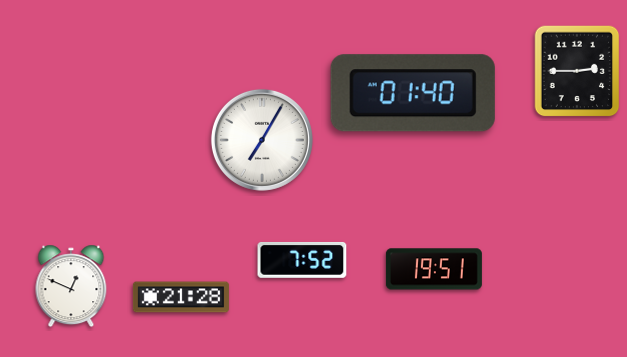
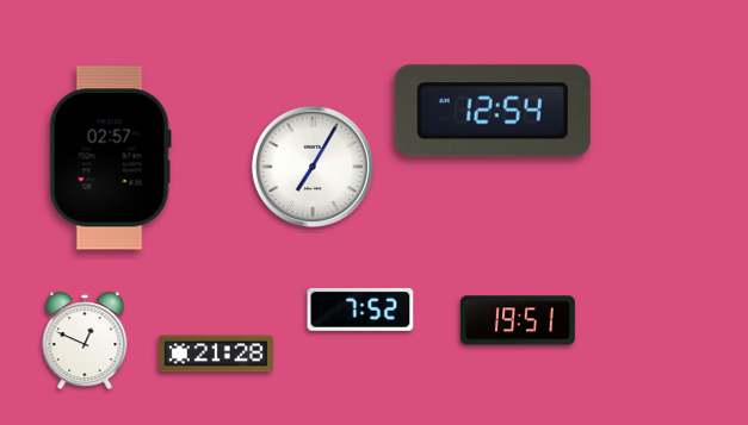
clock at (577, 71): 2:45 -> none
clock at (413, 93): 01:40 -> 12:54
clock at (110, 158): none -> 02:57
